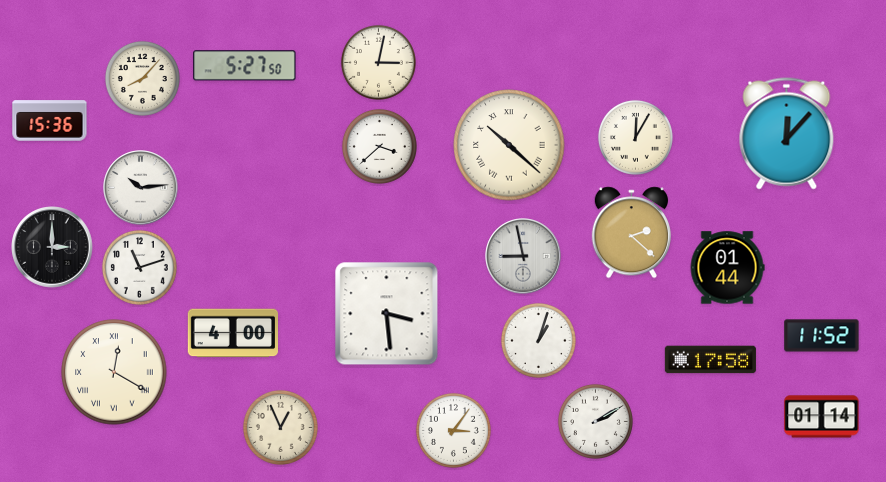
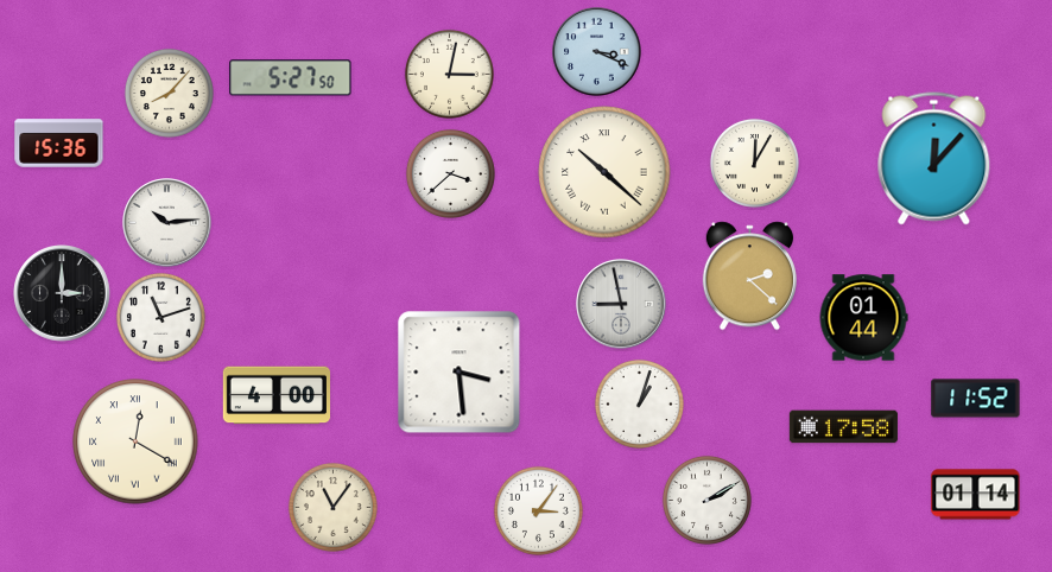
clock at (597, 52): none -> 3:19
clock at (139, 267) position: (139, 267) -> (160, 317)
clock at (280, 427): 12:56 -> 11:06
